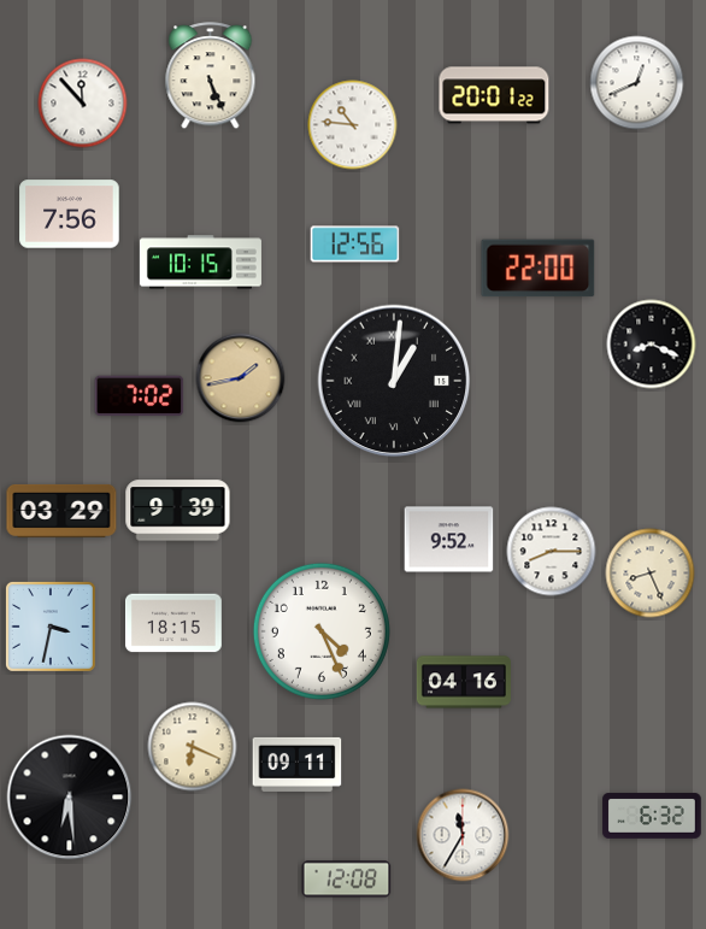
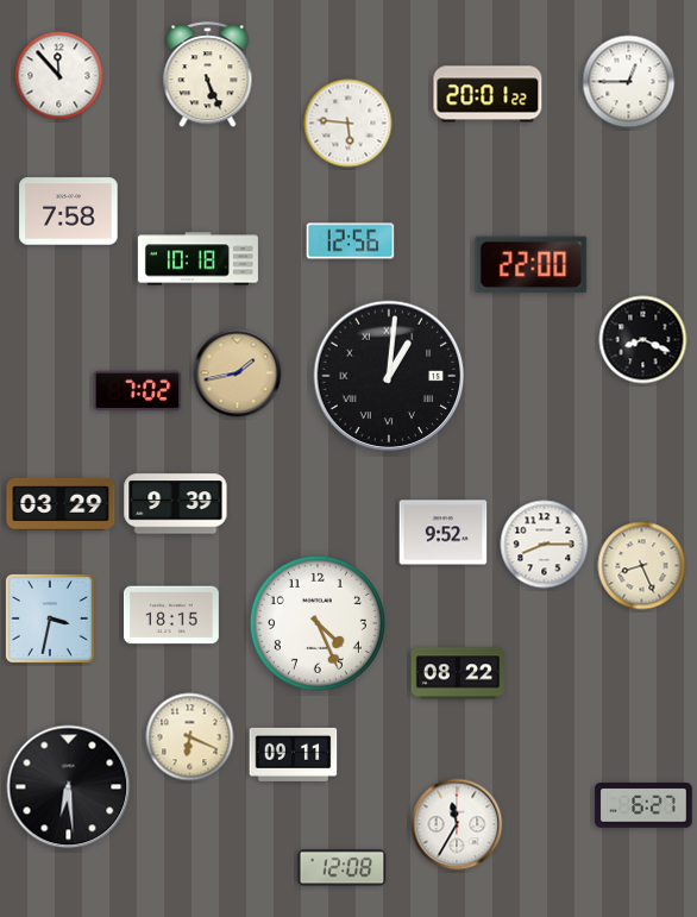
clock at (637, 83): 12:41 -> 12:45
clock at (83, 104) position: (83, 104) -> (59, 76)
clock at (353, 125): 10:46 -> 5:46
clock at (70, 214): 7:56 -> 7:58
clock at (200, 263): 10:15 -> 10:18
clock at (464, 682): 04:16 -> 08:22
clock at (652, 816): 6:32 -> 6:27
